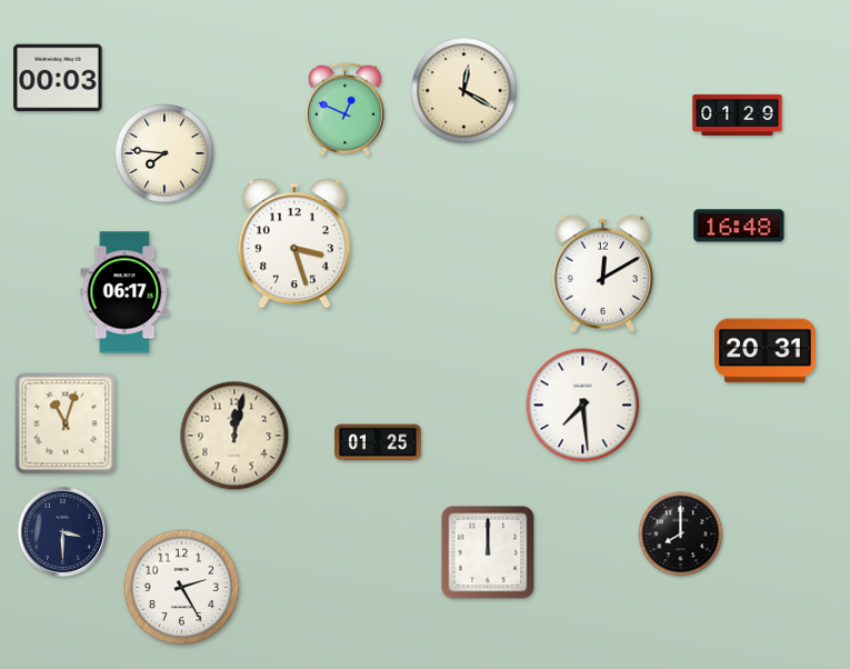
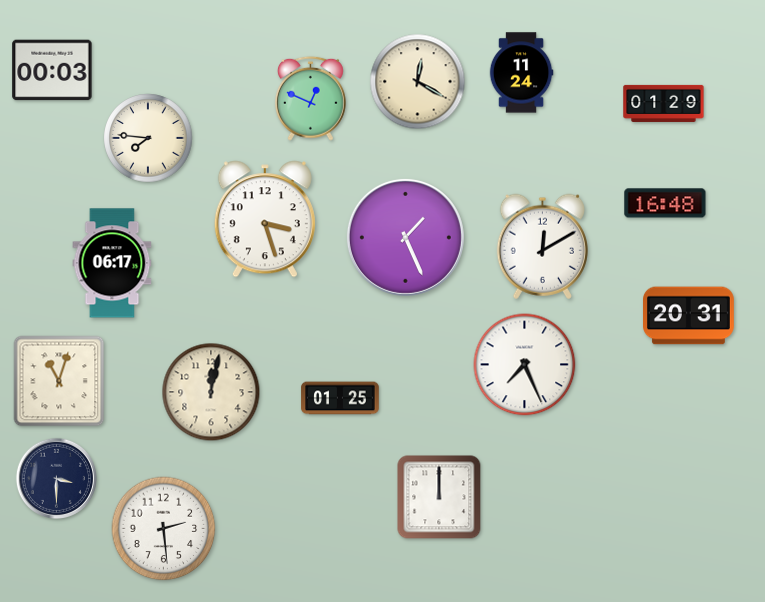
clock at (521, 73): none -> 11:24
clock at (405, 237): none -> 1:26
clock at (583, 406): 7:29 -> 7:26
clock at (681, 535): 8:00 -> none
clock at (182, 588): 2:25 -> 2:29
